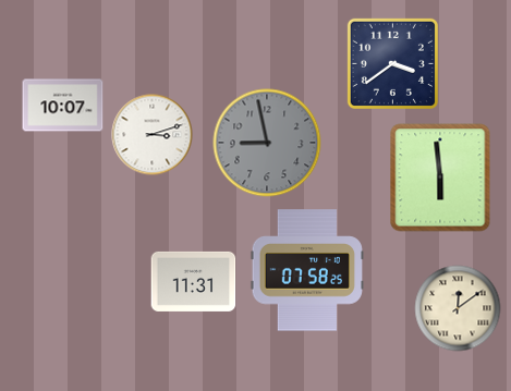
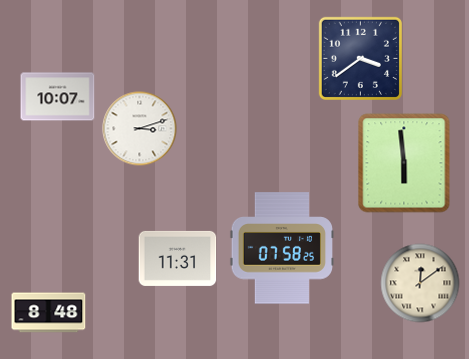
clock at (153, 135) position: (153, 135) -> (140, 129)
clock at (267, 143): 8:58 -> none
clock at (49, 313): none -> 8:48
